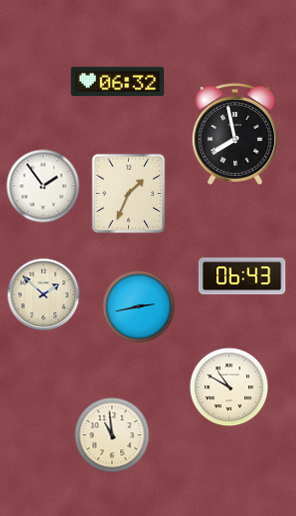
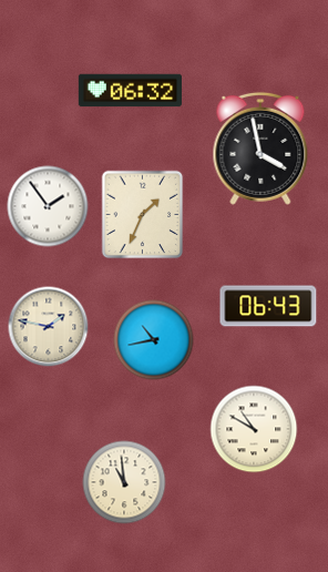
clock at (235, 134): 7:58 -> 3:58
clock at (44, 295): 1:52 -> 1:47
clock at (139, 307): 2:43 -> 10:43
